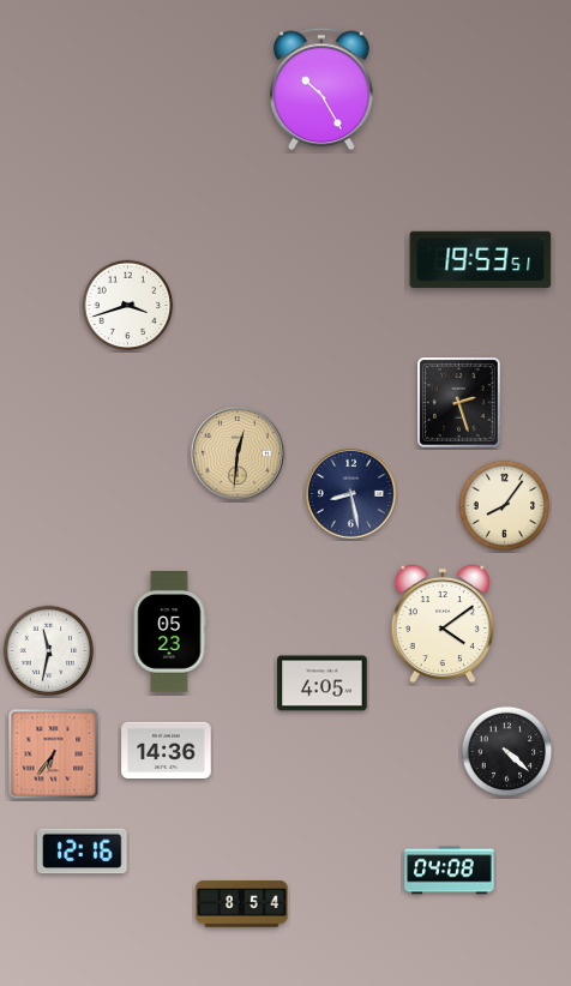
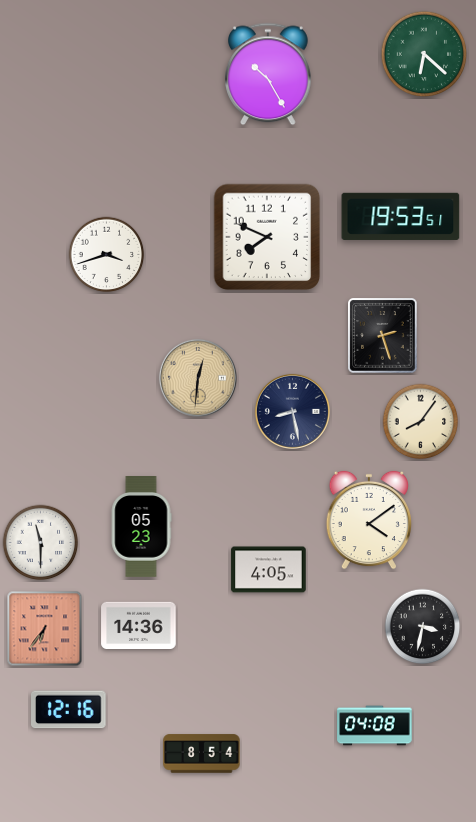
clock at (424, 54): none -> 6:22
clock at (267, 237): none -> 7:49
clock at (49, 651): 11:32 -> 11:30
clock at (507, 752): 4:22 -> 3:32
